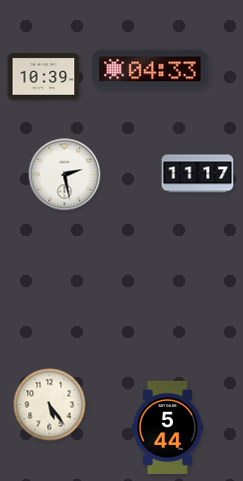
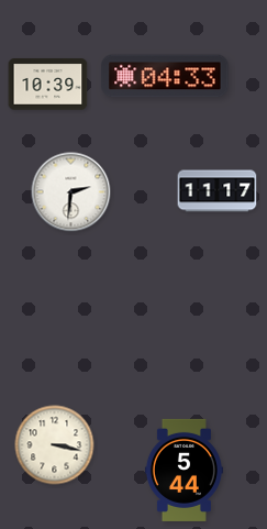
clock at (65, 175): 2:28 -> 2:31
clock at (50, 405): 5:24 -> 3:17
